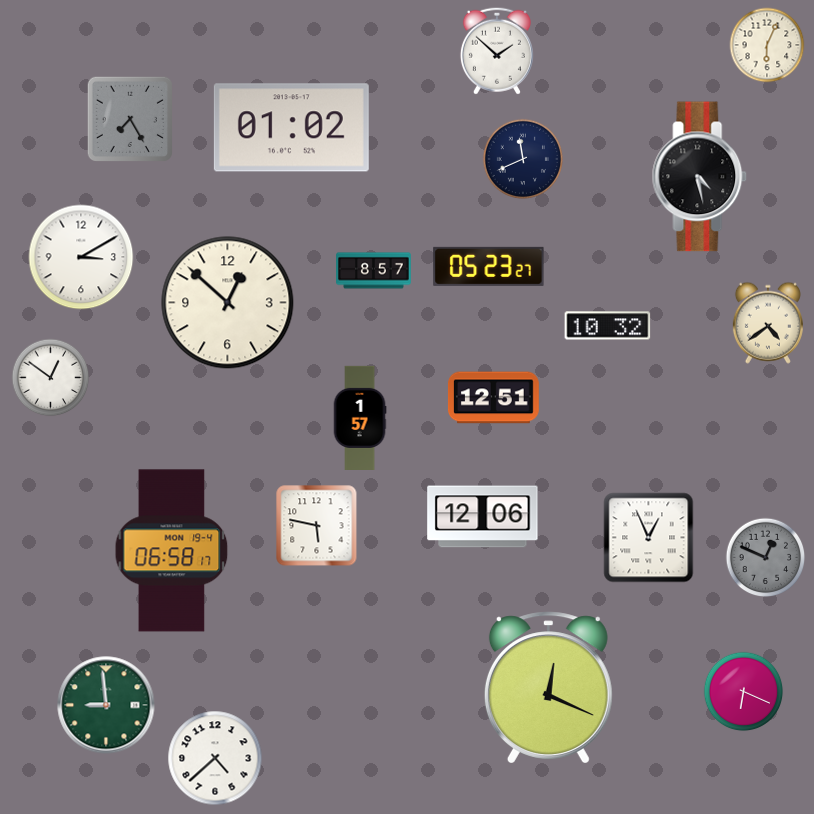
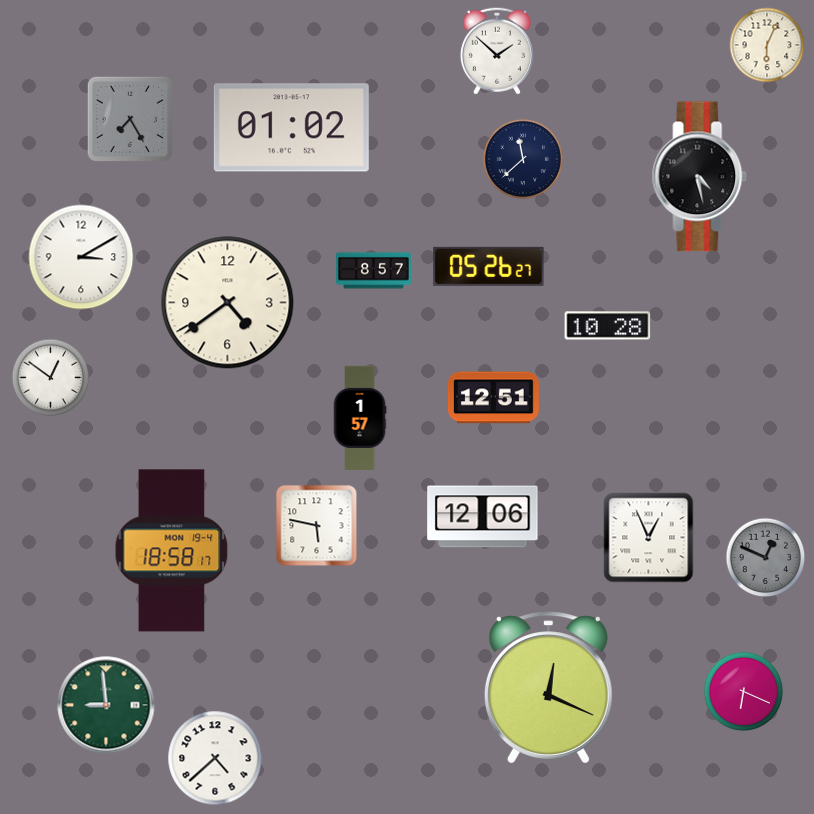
clock at (522, 158): 11:41 -> 11:38
clock at (489, 266): 05:23 -> 05:26
clock at (228, 303): 12:52 -> 4:39
clock at (768, 323): 4:39 -> none
clock at (608, 326): 10:32 -> 10:28
clock at (172, 551): 06:58 -> 18:58
